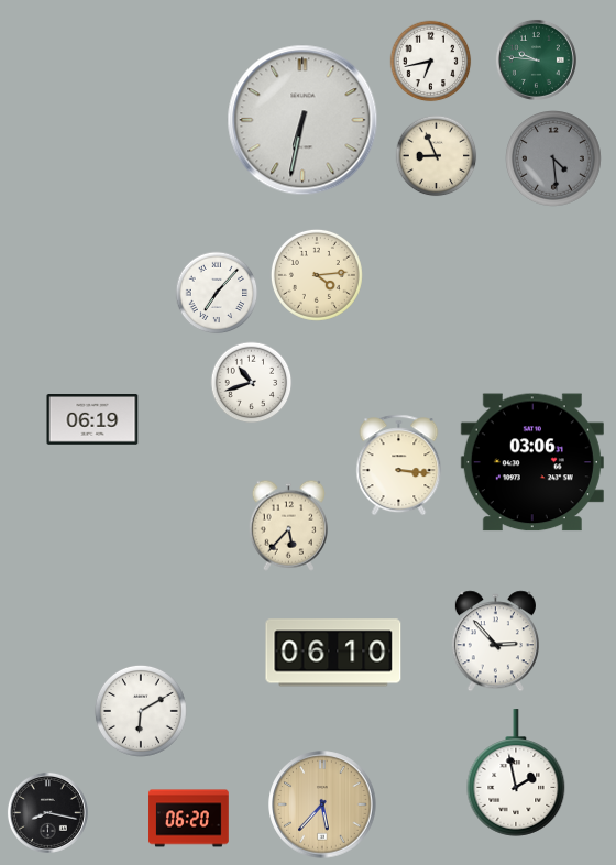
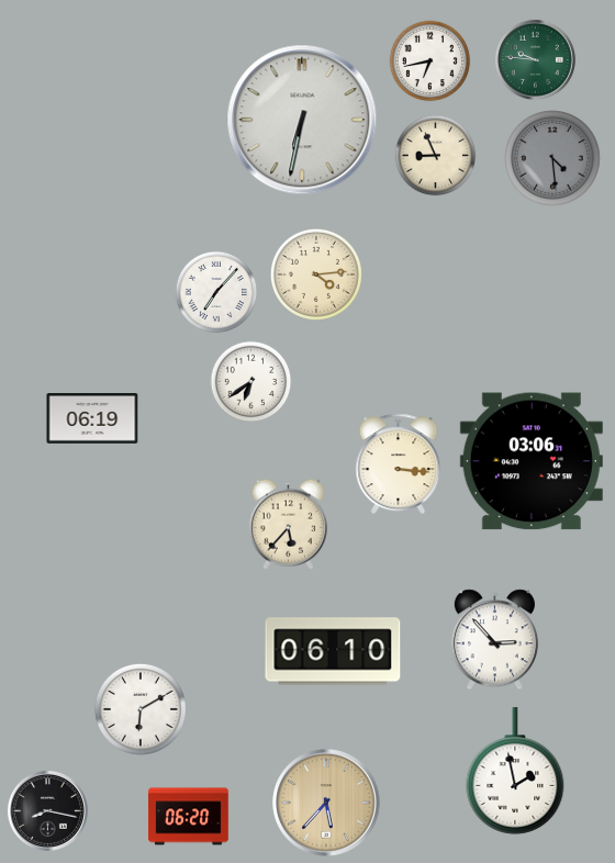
clock at (252, 383): 10:42 -> 6:39
clock at (322, 804) position: (322, 804) -> (326, 803)
